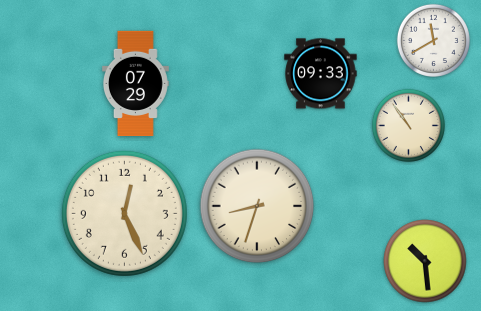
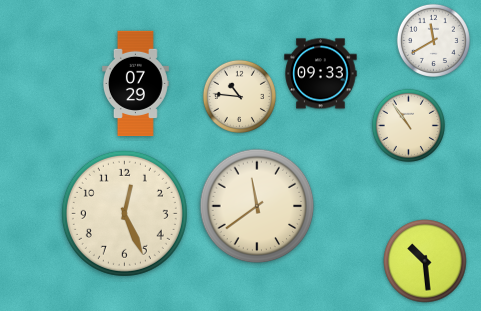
clock at (239, 96): none -> 10:46
clock at (257, 206): 8:33 -> 11:39
